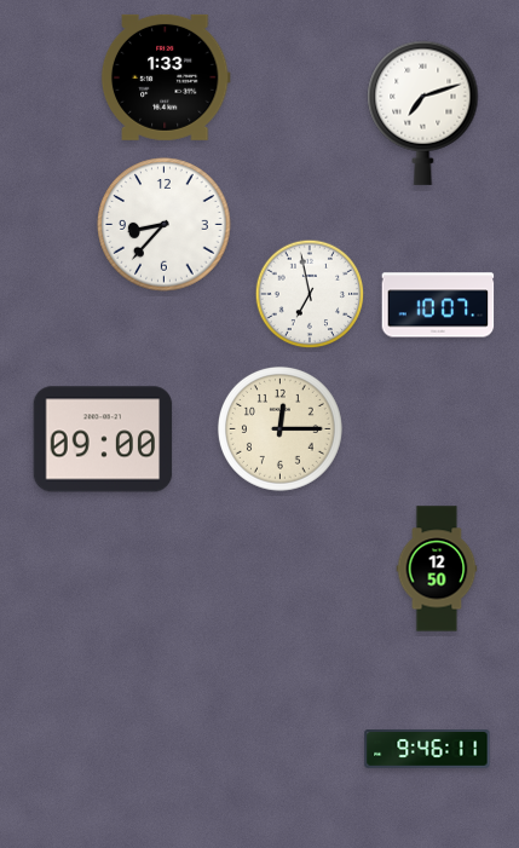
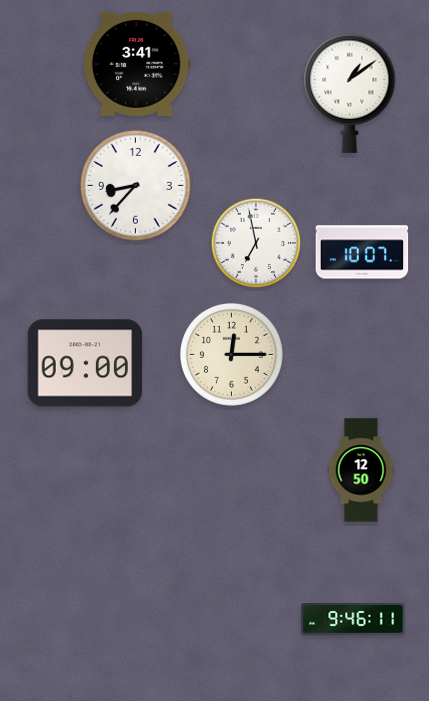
clock at (166, 77): 1:33 -> 3:41
clock at (423, 113): 7:12 -> 1:09
